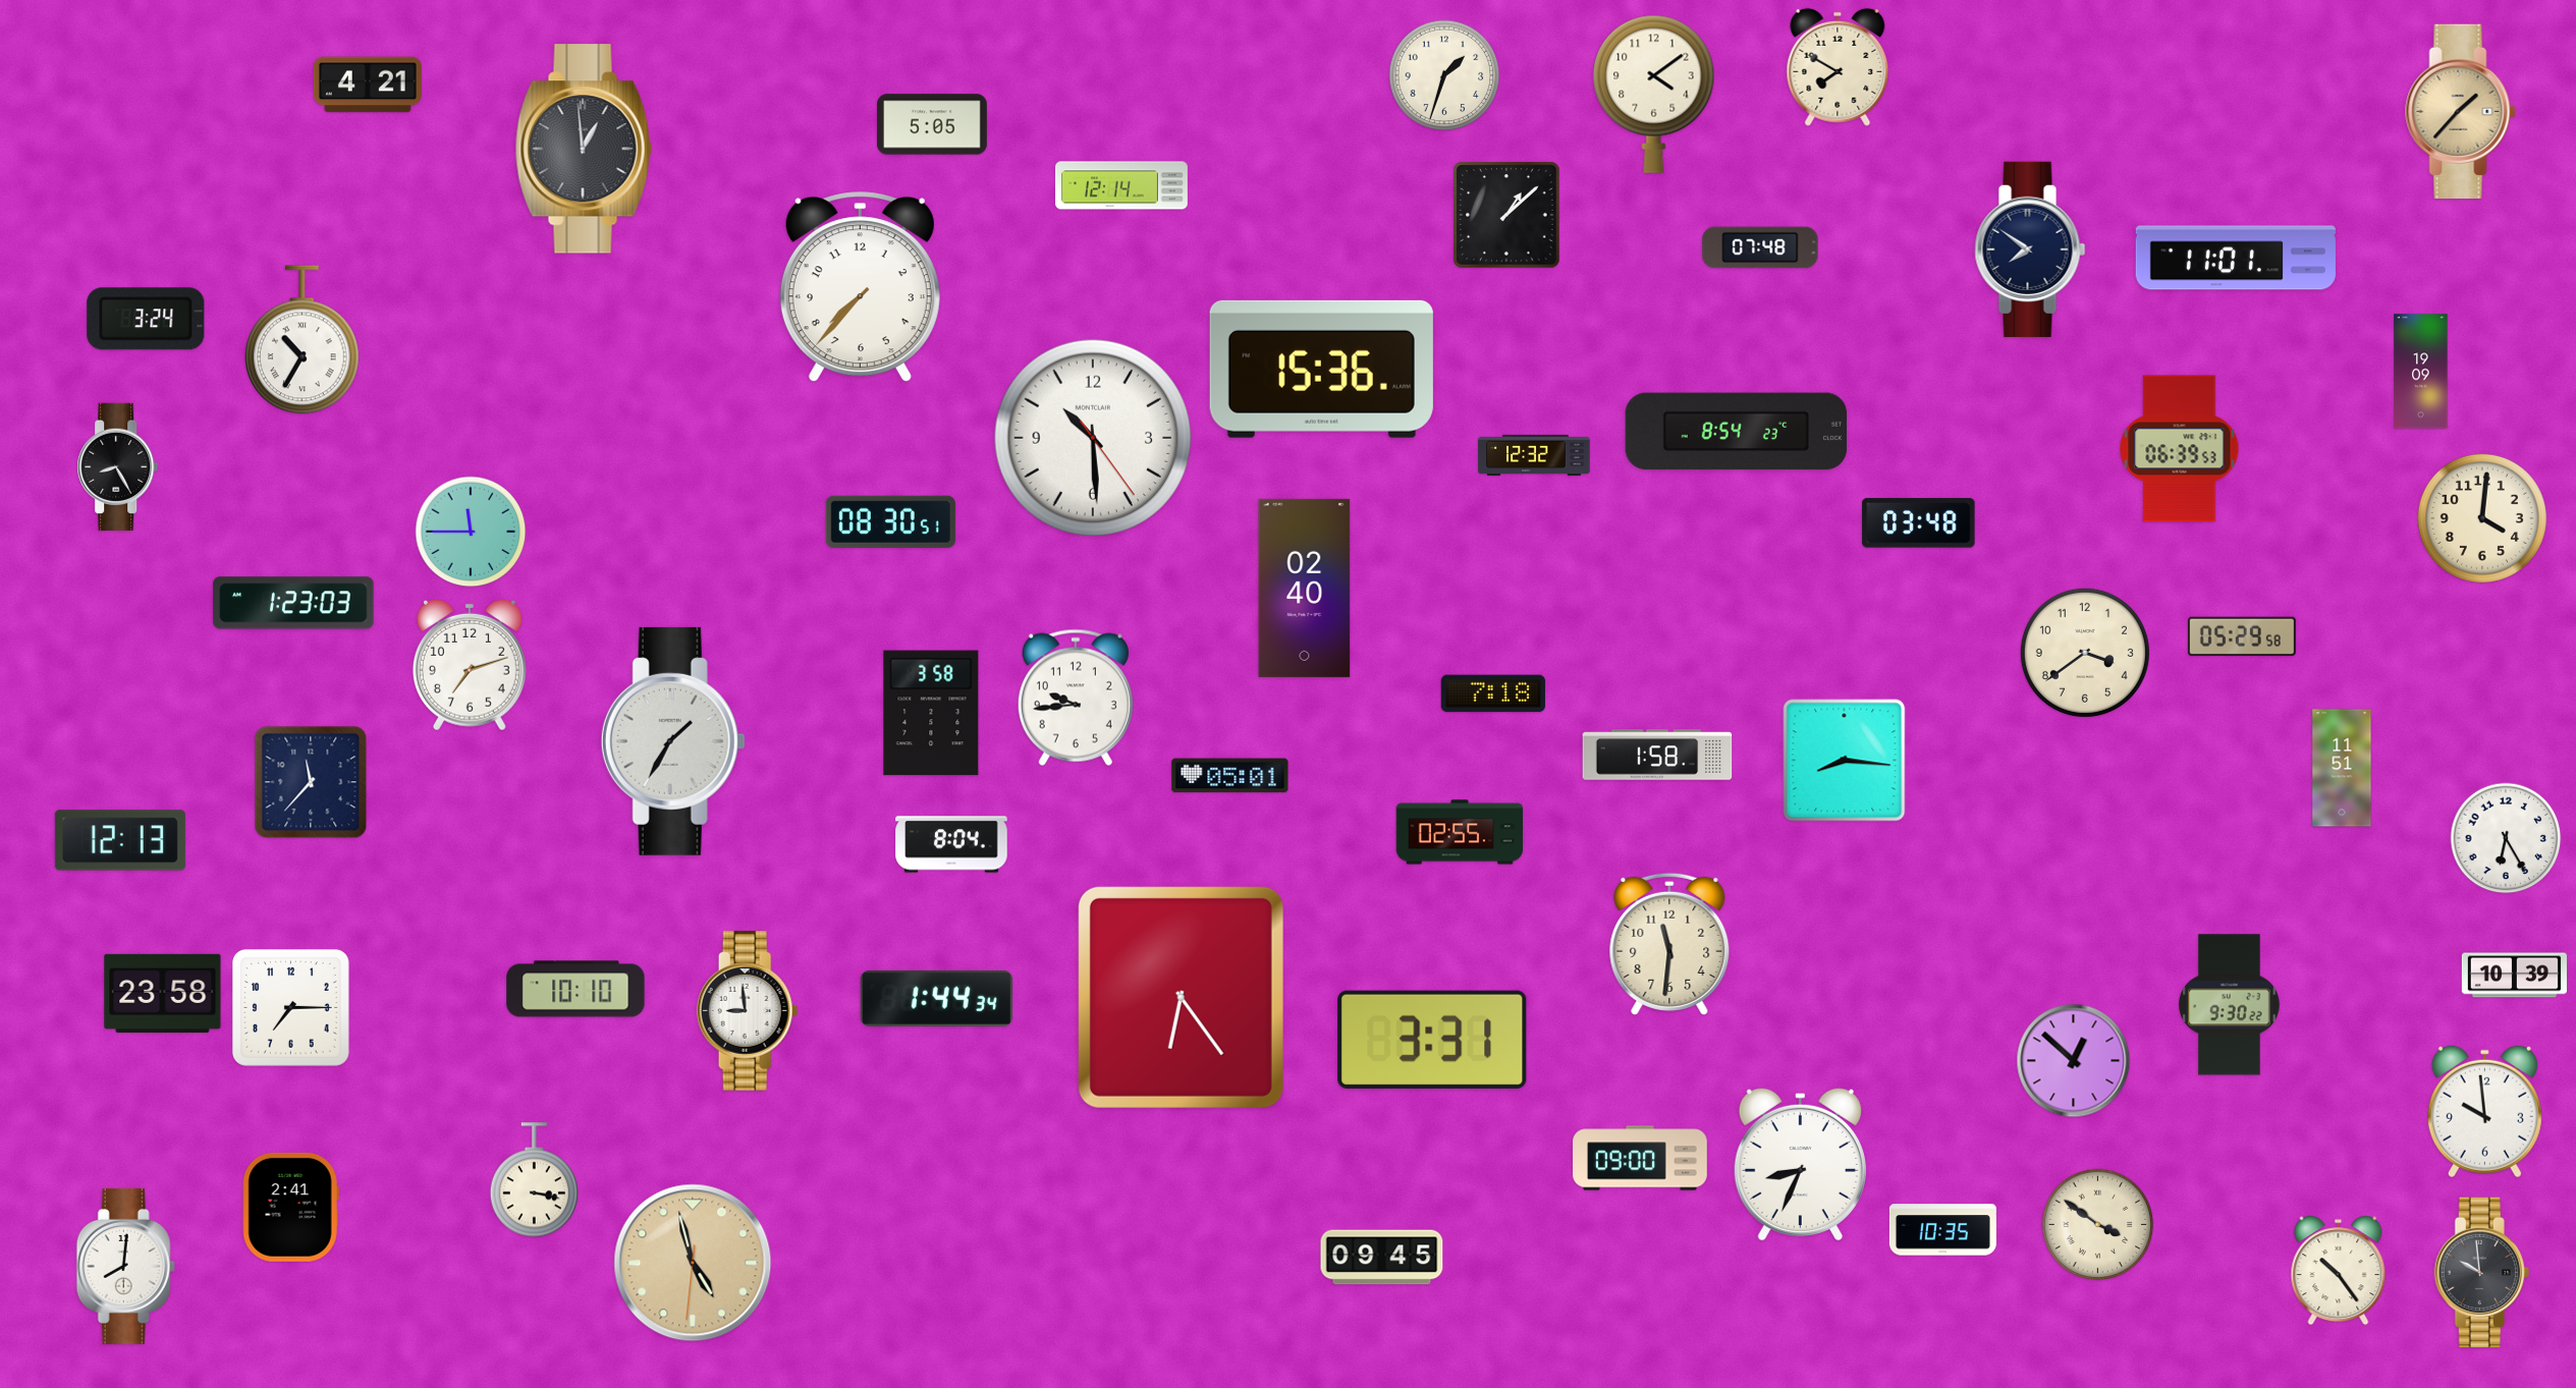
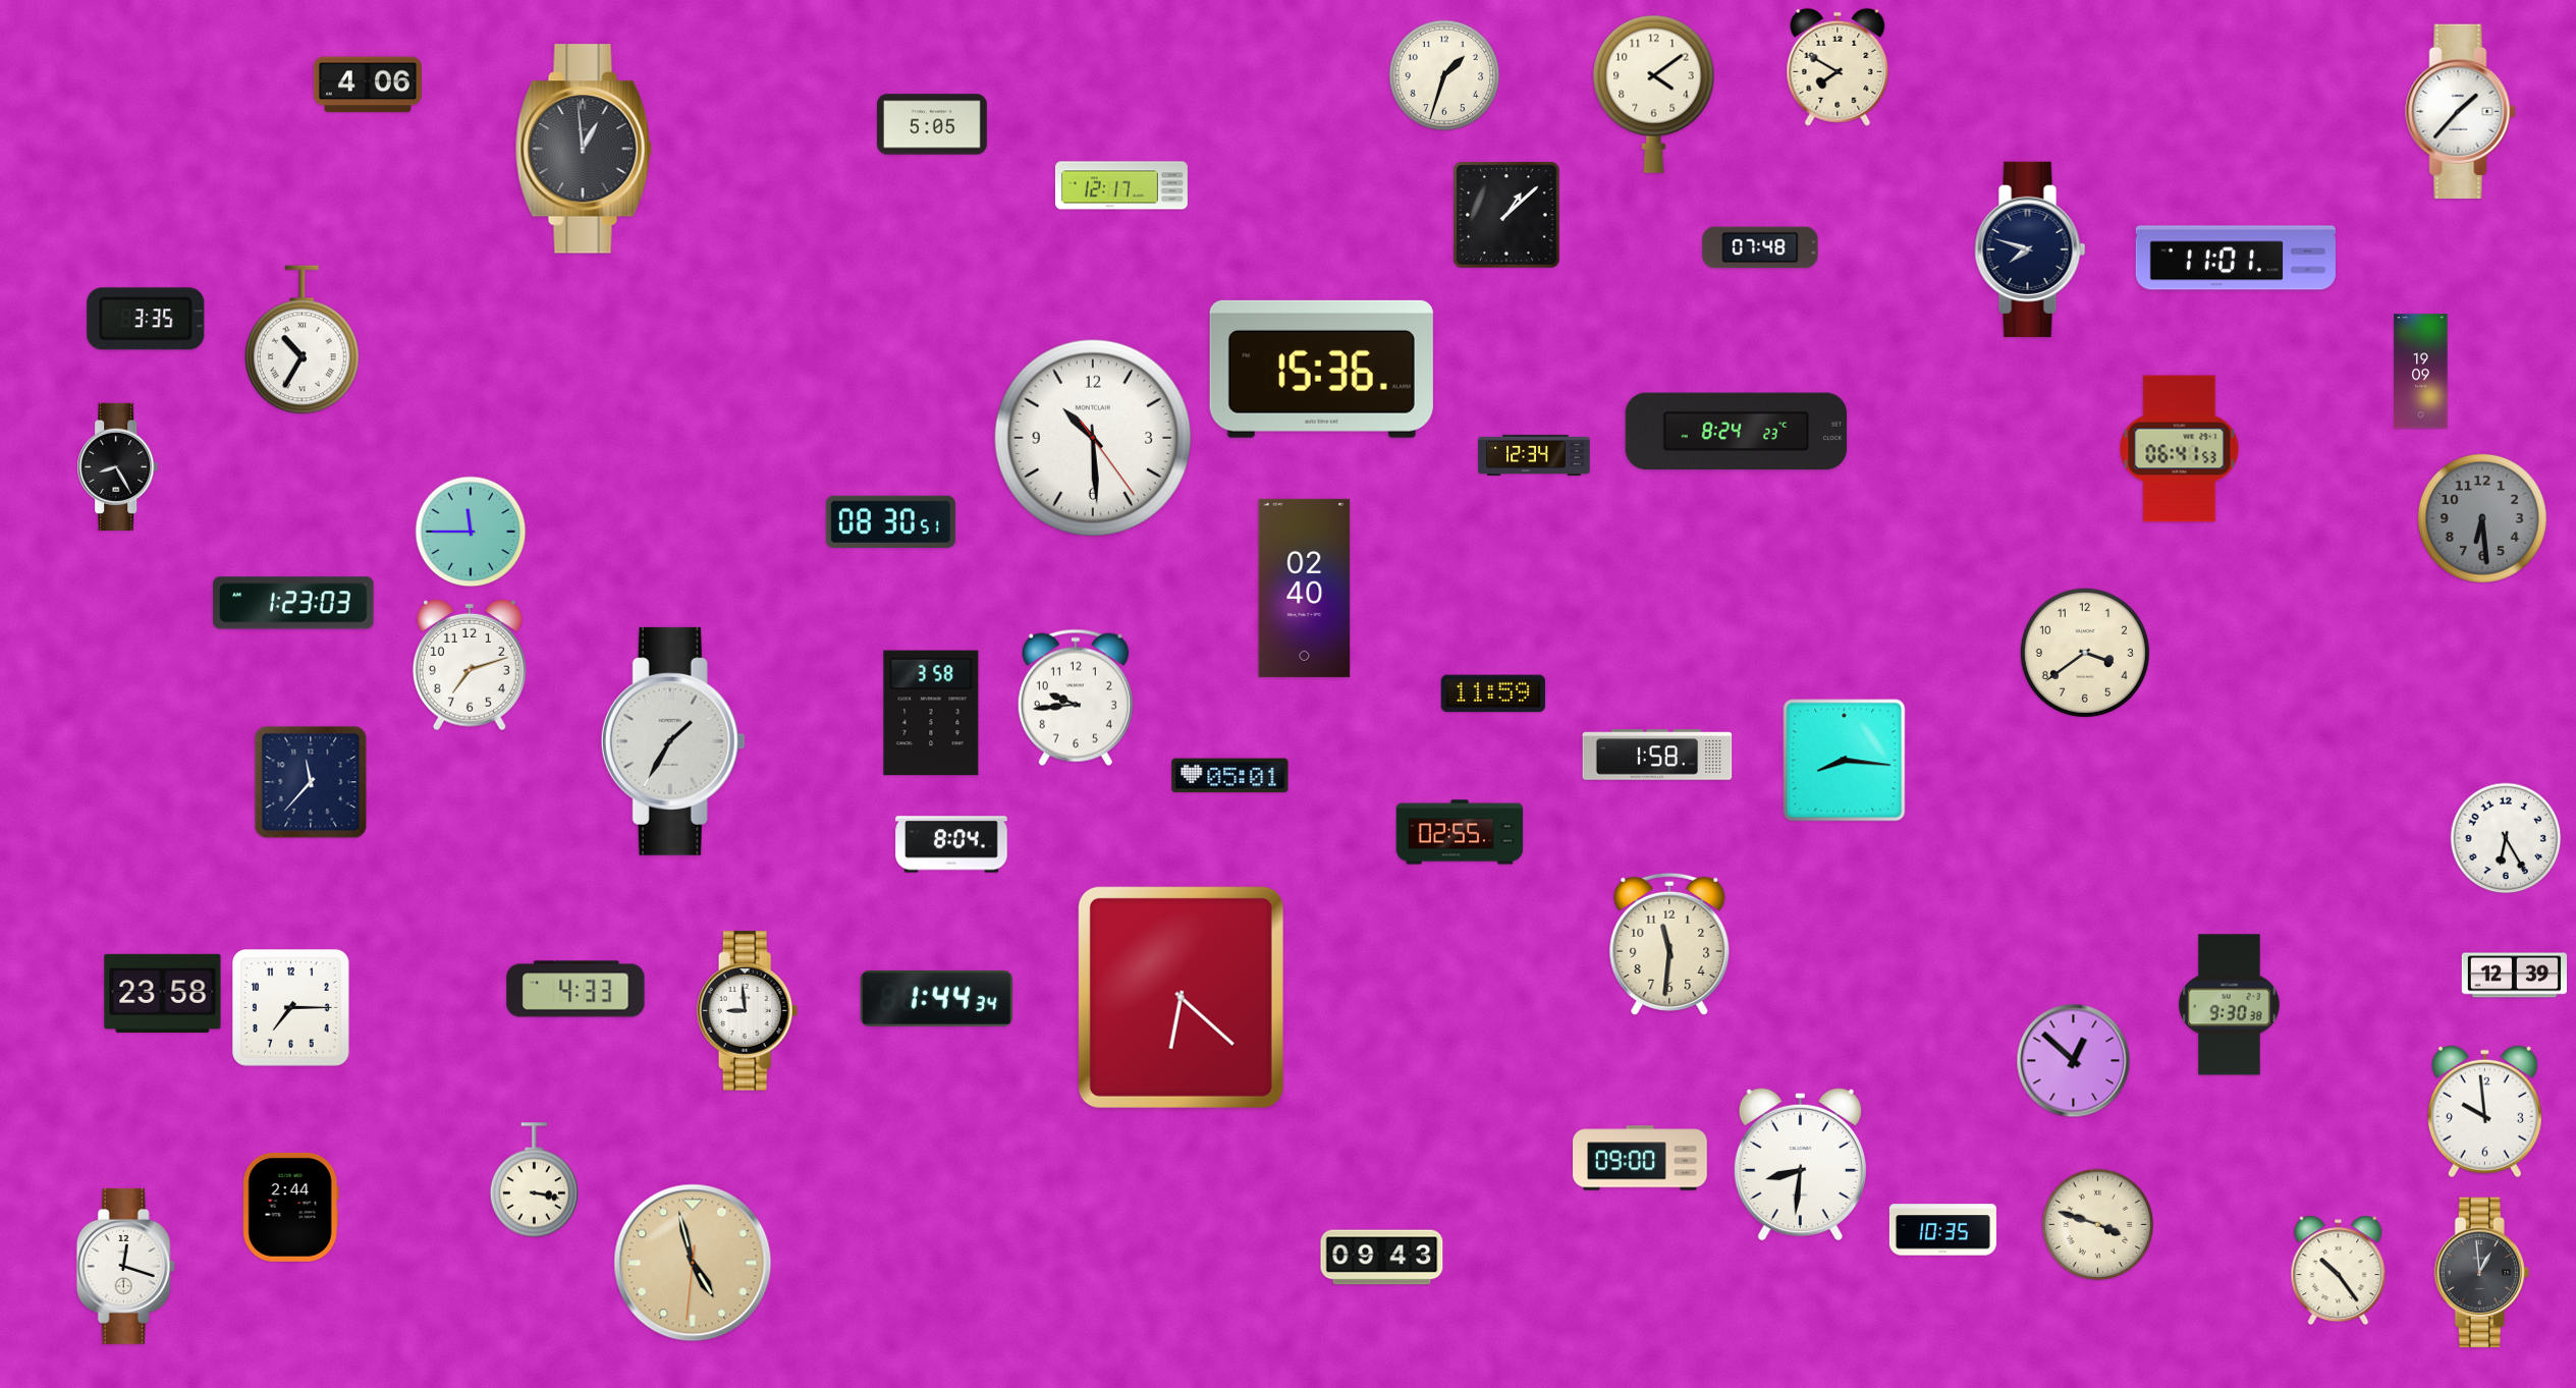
clock at (368, 85): 4:21 -> 4:06
clock at (2461, 111) dial: champagne -> white
clock at (1121, 185): 12:14 -> 12:17
clock at (2030, 249): 7:51 -> 7:48
clock at (860, 287): 7:37 -> none
clock at (146, 319): 3:24 -> 3:35
clock at (1737, 432): 8:54 -> 8:24
clock at (2180, 449): 06:39 -> 06:41
clock at (1534, 455): 12:32 -> 12:34
clock at (2482, 518): 4:01 -> 6:29
clock at (2482, 518) dial: cream -> grey
clock at (1919, 523): 03:48 -> none
clock at (2242, 636): 05:29 -> none
clock at (1492, 693): 7:18 -> 11:59
clock at (2342, 768): 11:51 -> none
clock at (120, 840): 12:13 -> none
clock at (2514, 976): 10:39 -> 12:39
clock at (576, 989): 10:10 -> 4:33
clock at (1181, 997): 6:24 -> 6:22
clock at (2230, 1005): 9:30:22 -> 9:30:38
clock at (1432, 1040): 3:31 -> none
clock at (1800, 1164): 8:34 -> 8:31
clock at (290, 1207): 2:41 -> 2:44
clock at (2098, 1225): 3:51 -> 3:48
clock at (1382, 1258): 09:45 -> 09:43
clock at (125, 1266): 8:01 -> 12:18
clock at (2481, 1273): 9:59 -> 12:59
